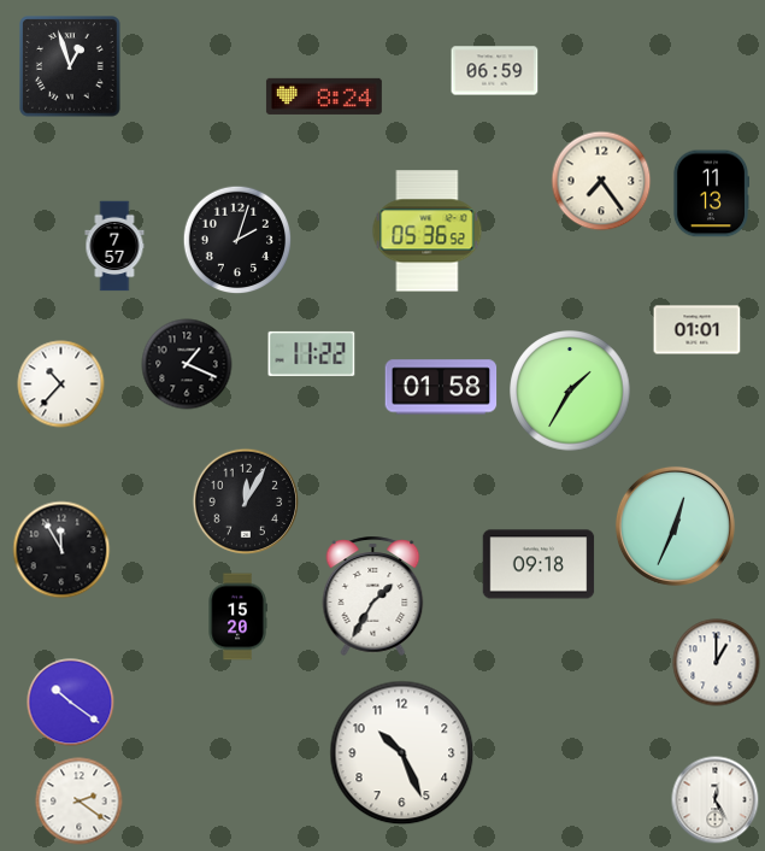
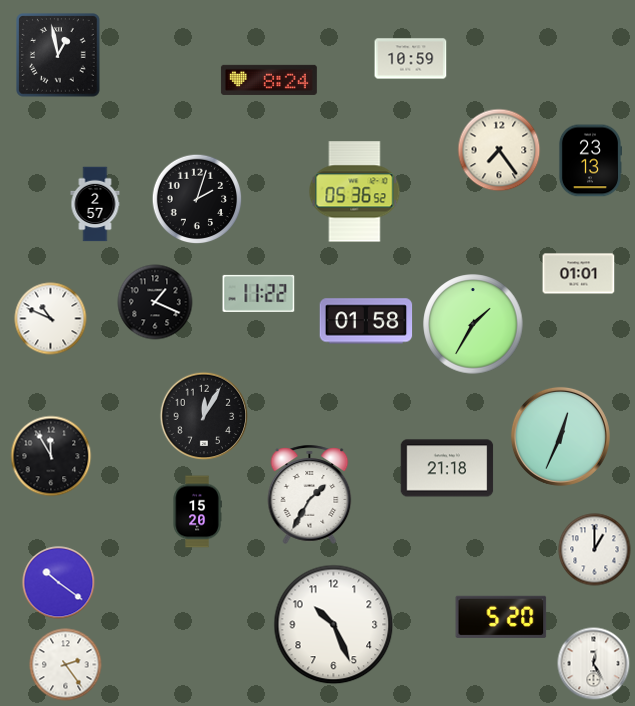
clock at (71, 68): 12:57 -> 12:58
clock at (495, 71): 06:59 -> 10:59
clock at (710, 194): 11:13 -> 23:13
clock at (114, 246): 7:57 -> 2:57
clock at (61, 385): 10:37 -> 10:49
clock at (539, 564): 09:18 -> 21:18
clock at (501, 617): none -> 5:20
clock at (80, 802): 2:21 -> 2:24
